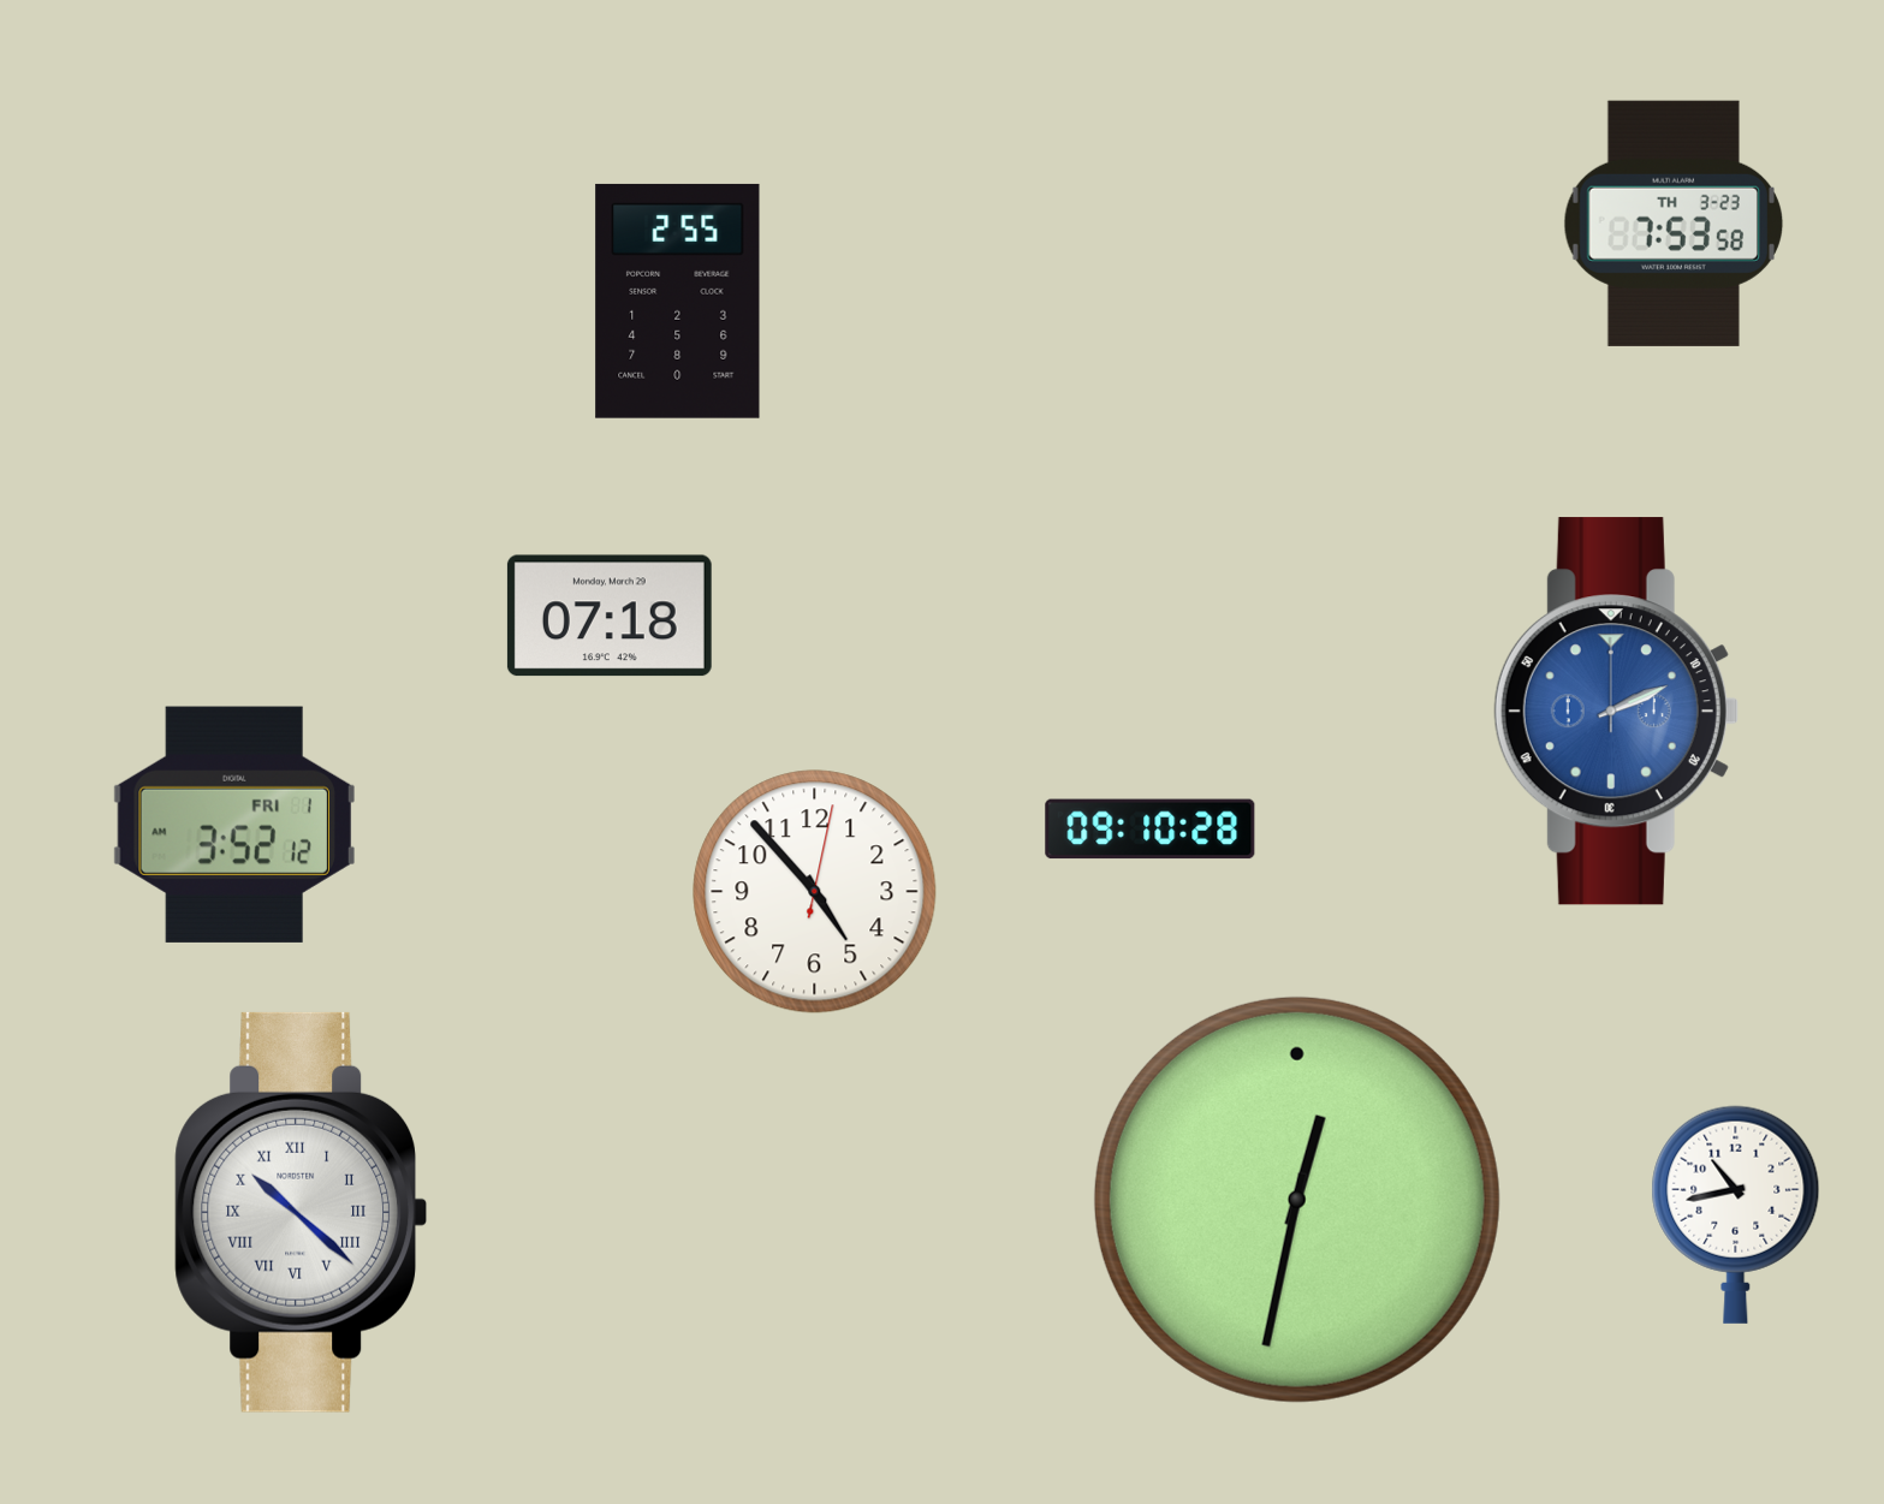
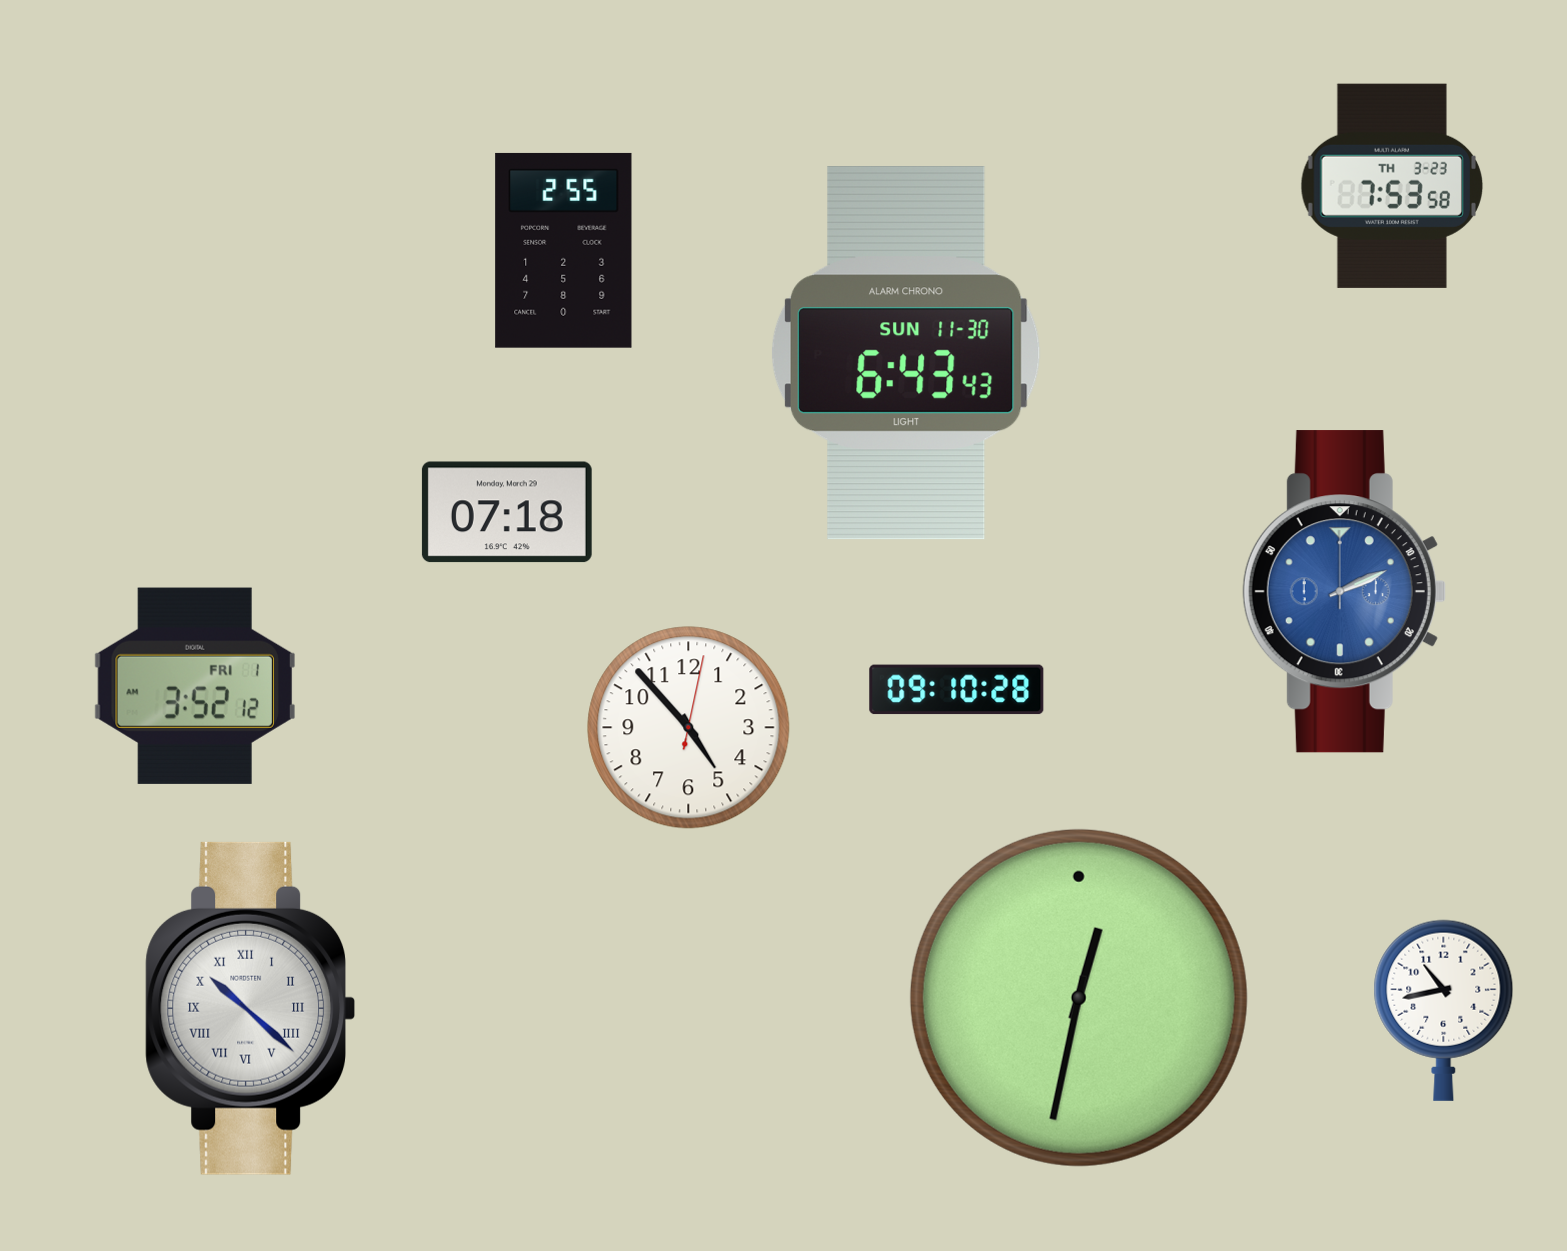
clock at (907, 353): none -> 6:43
clock at (815, 892) position: (815, 892) -> (689, 728)
